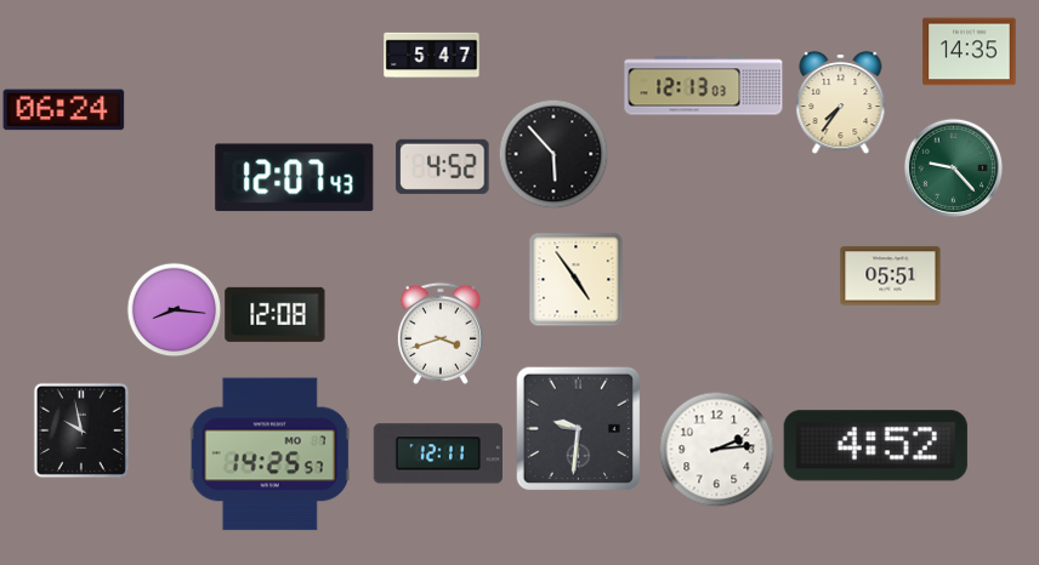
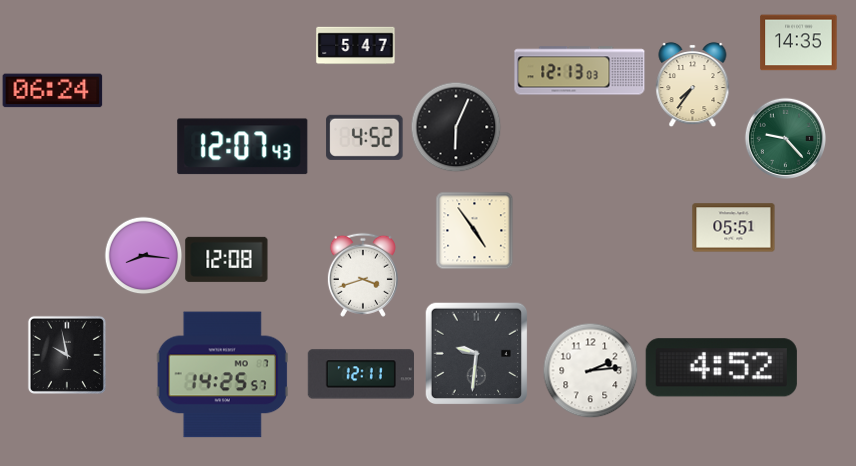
clock at (553, 154): 5:53 -> 6:04
